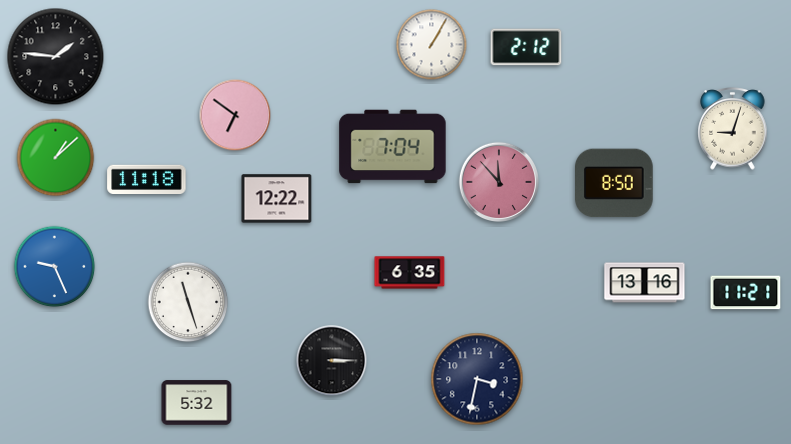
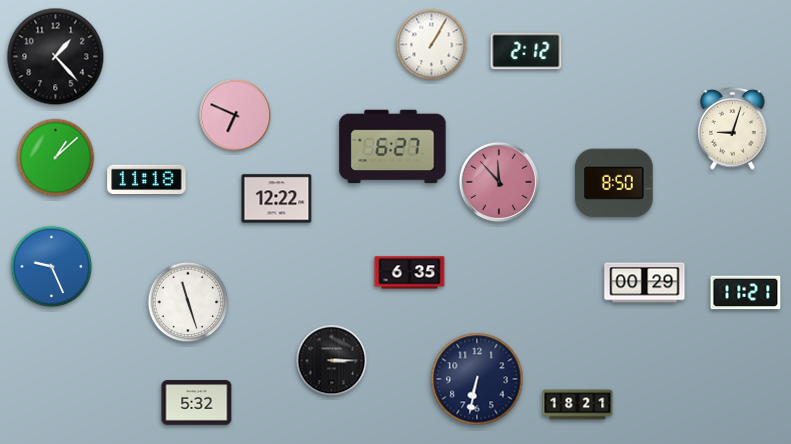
clock at (526, 47) position: (526, 47) -> (526, 51)
clock at (56, 57): 1:46 -> 1:23
clock at (235, 115): 6:51 -> 6:49
clock at (393, 147): 7:04 -> 6:27
clock at (55, 267) position: (55, 267) -> (52, 267)
clock at (645, 283): 13:16 -> 00:29
clock at (477, 379): 3:32 -> 6:32
clock at (578, 405): none -> 18:21
